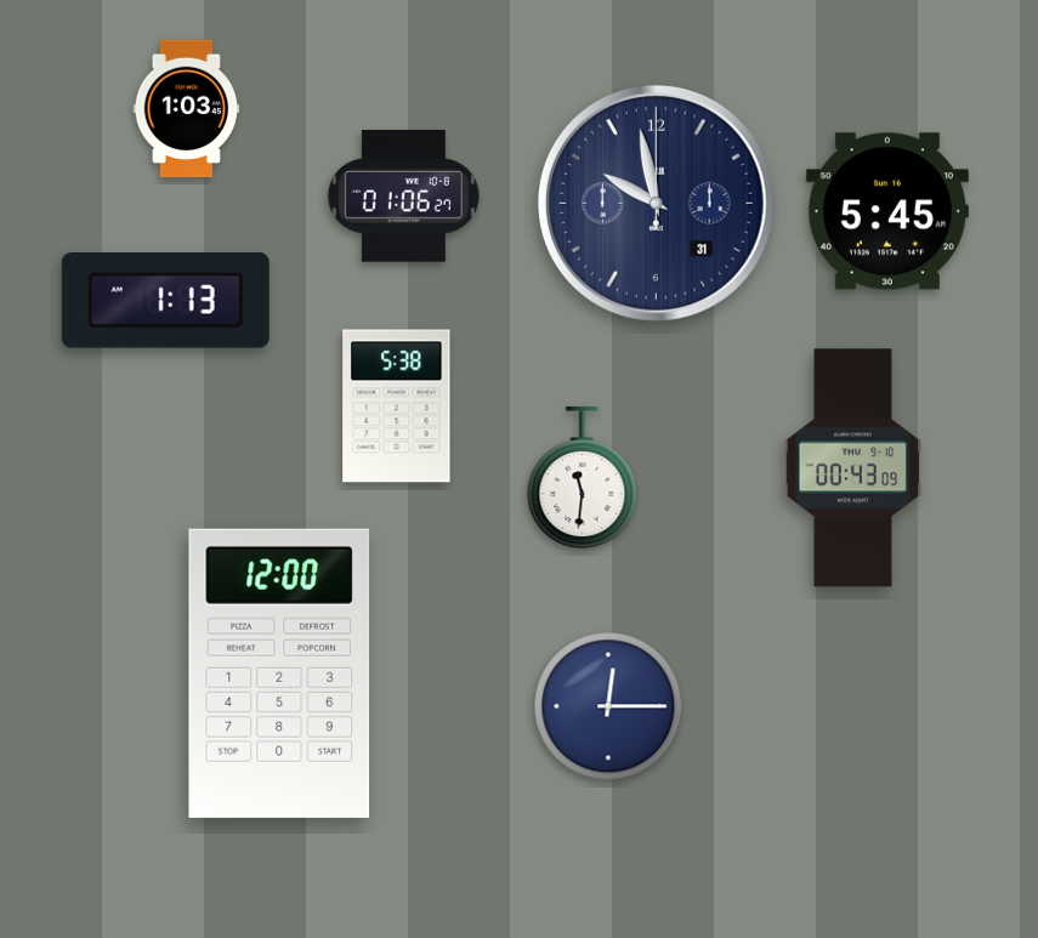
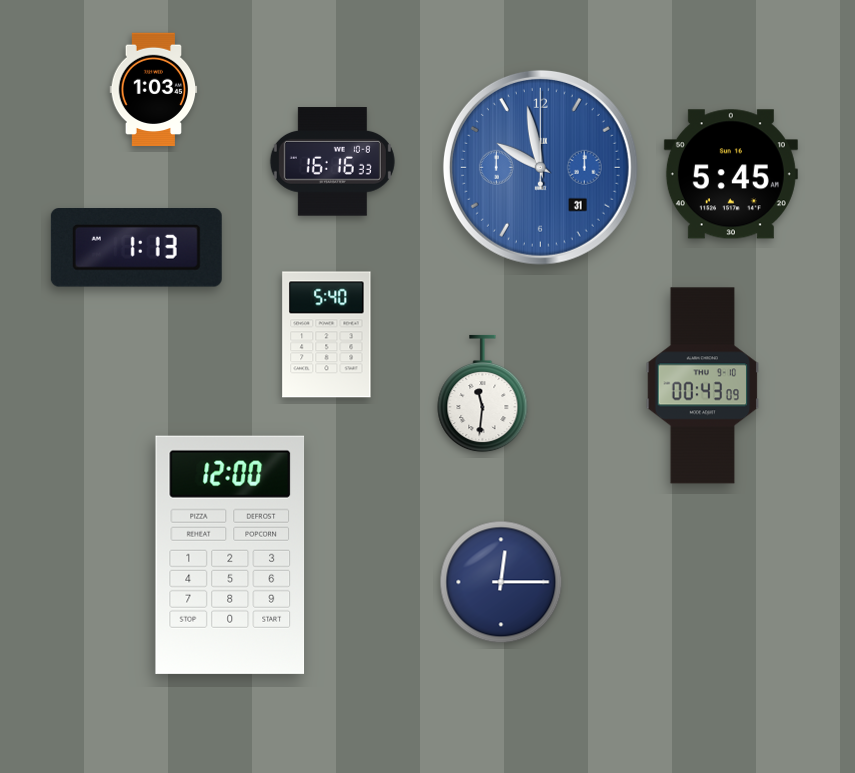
clock at (403, 197): 01:06 -> 16:16
clock at (656, 203) dial: navy -> blue
clock at (397, 407): 5:38 -> 5:40
clock at (583, 478) position: (583, 478) -> (483, 394)
